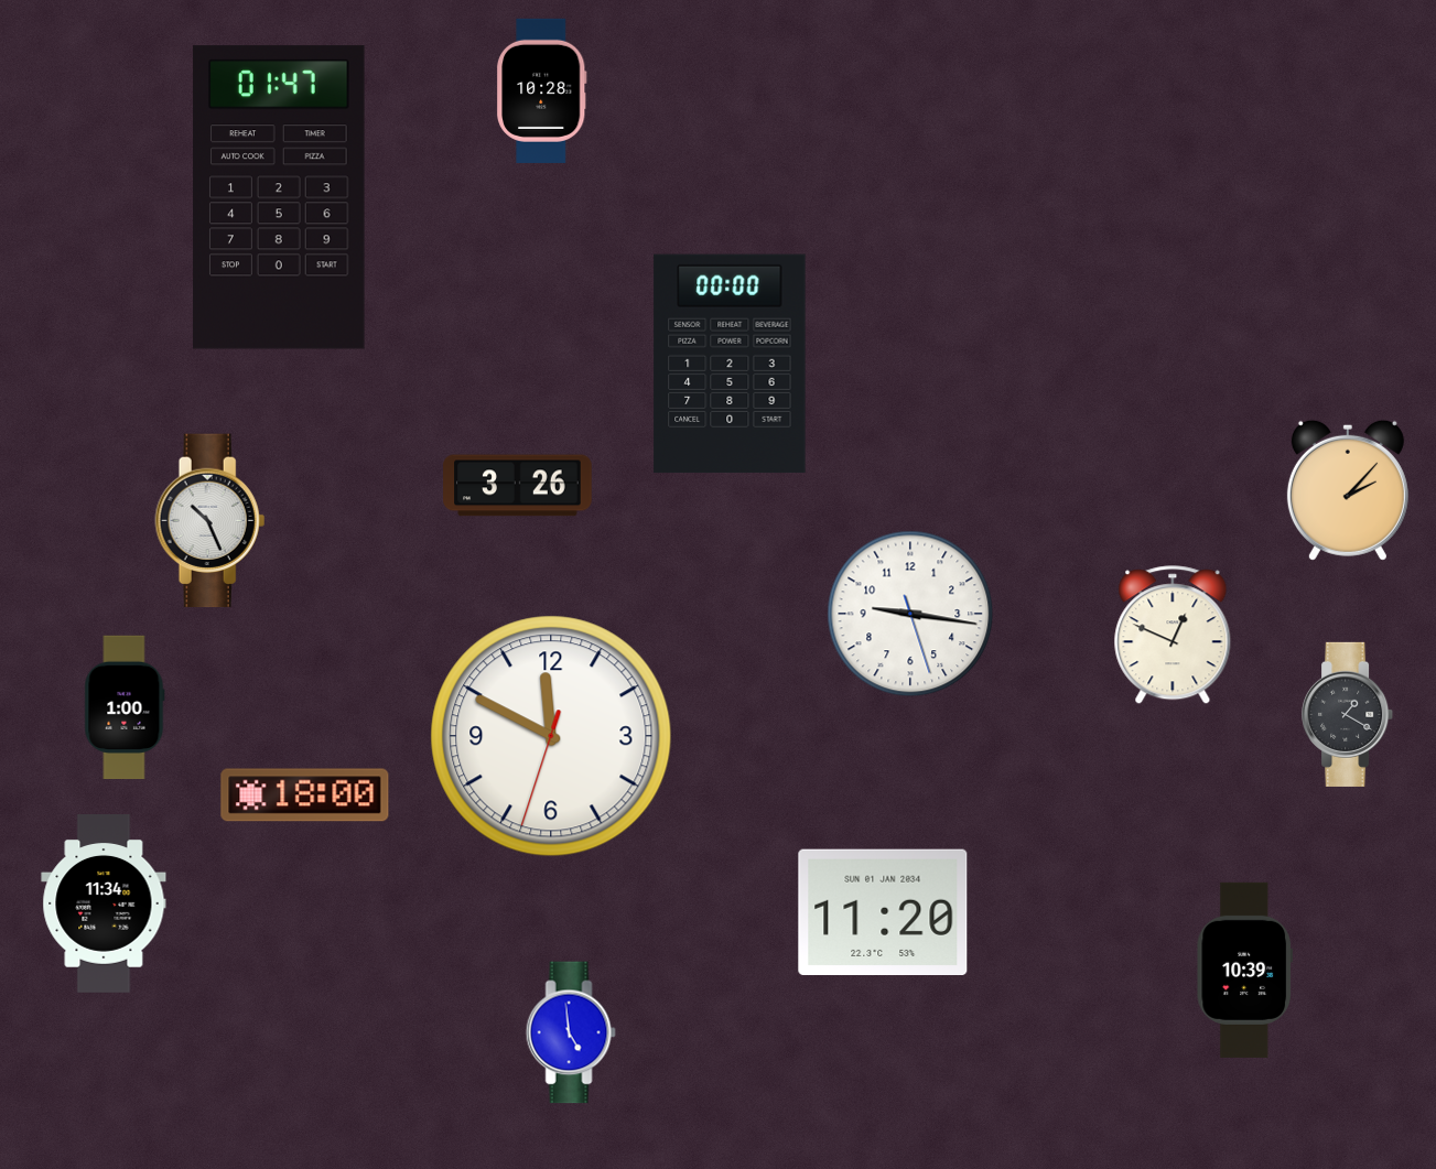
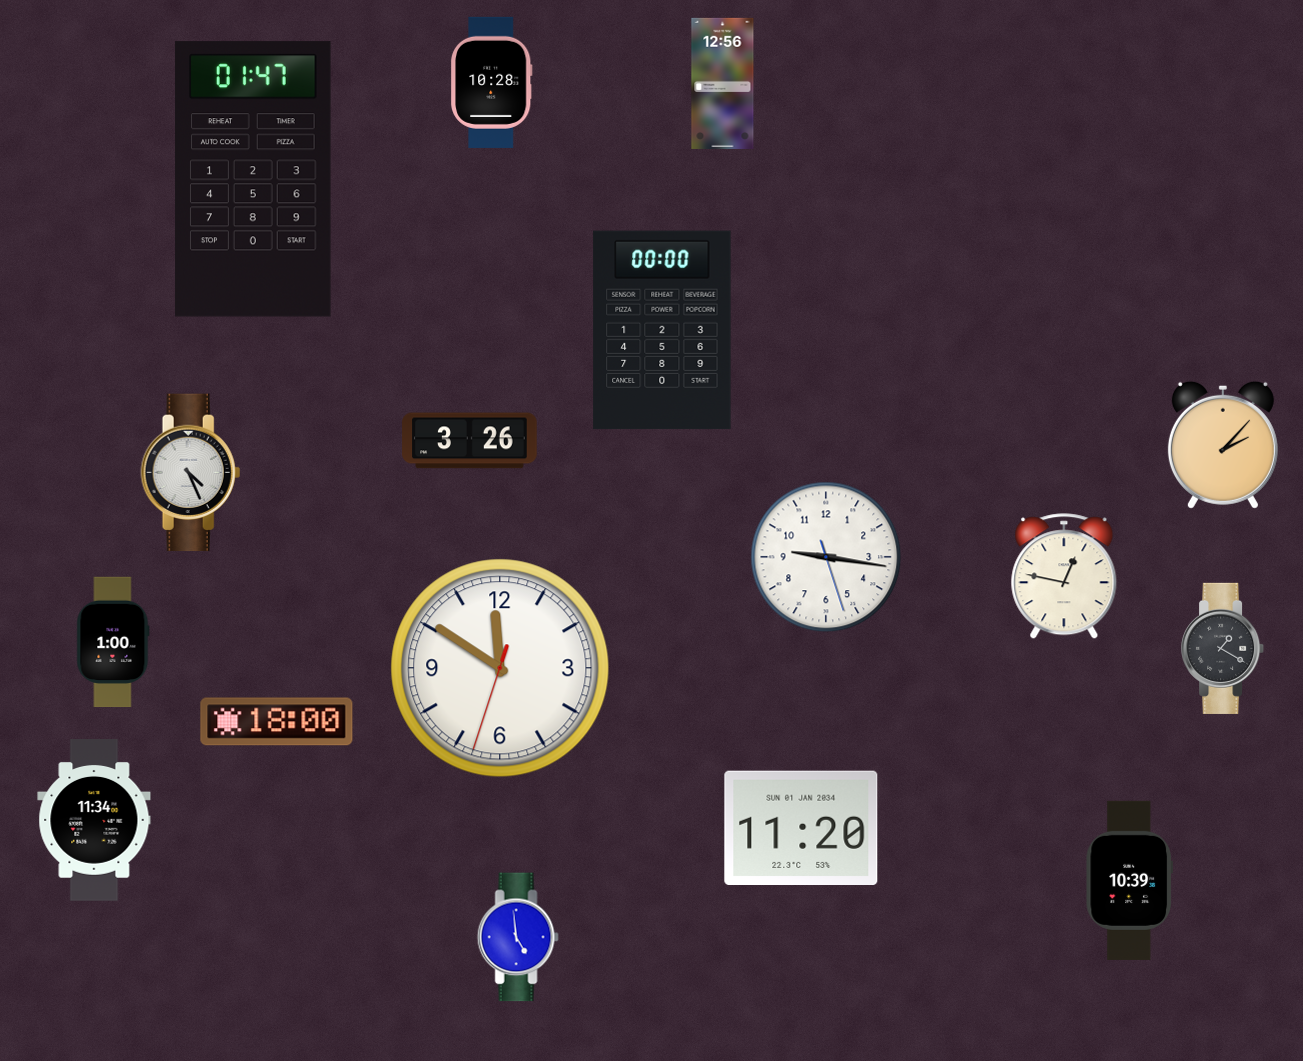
clock at (723, 83): none -> 12:56
clock at (210, 521): 10:26 -> 4:26
clock at (1173, 636): 12:49 -> 12:47
clock at (551, 736): 11:49 -> 11:50
